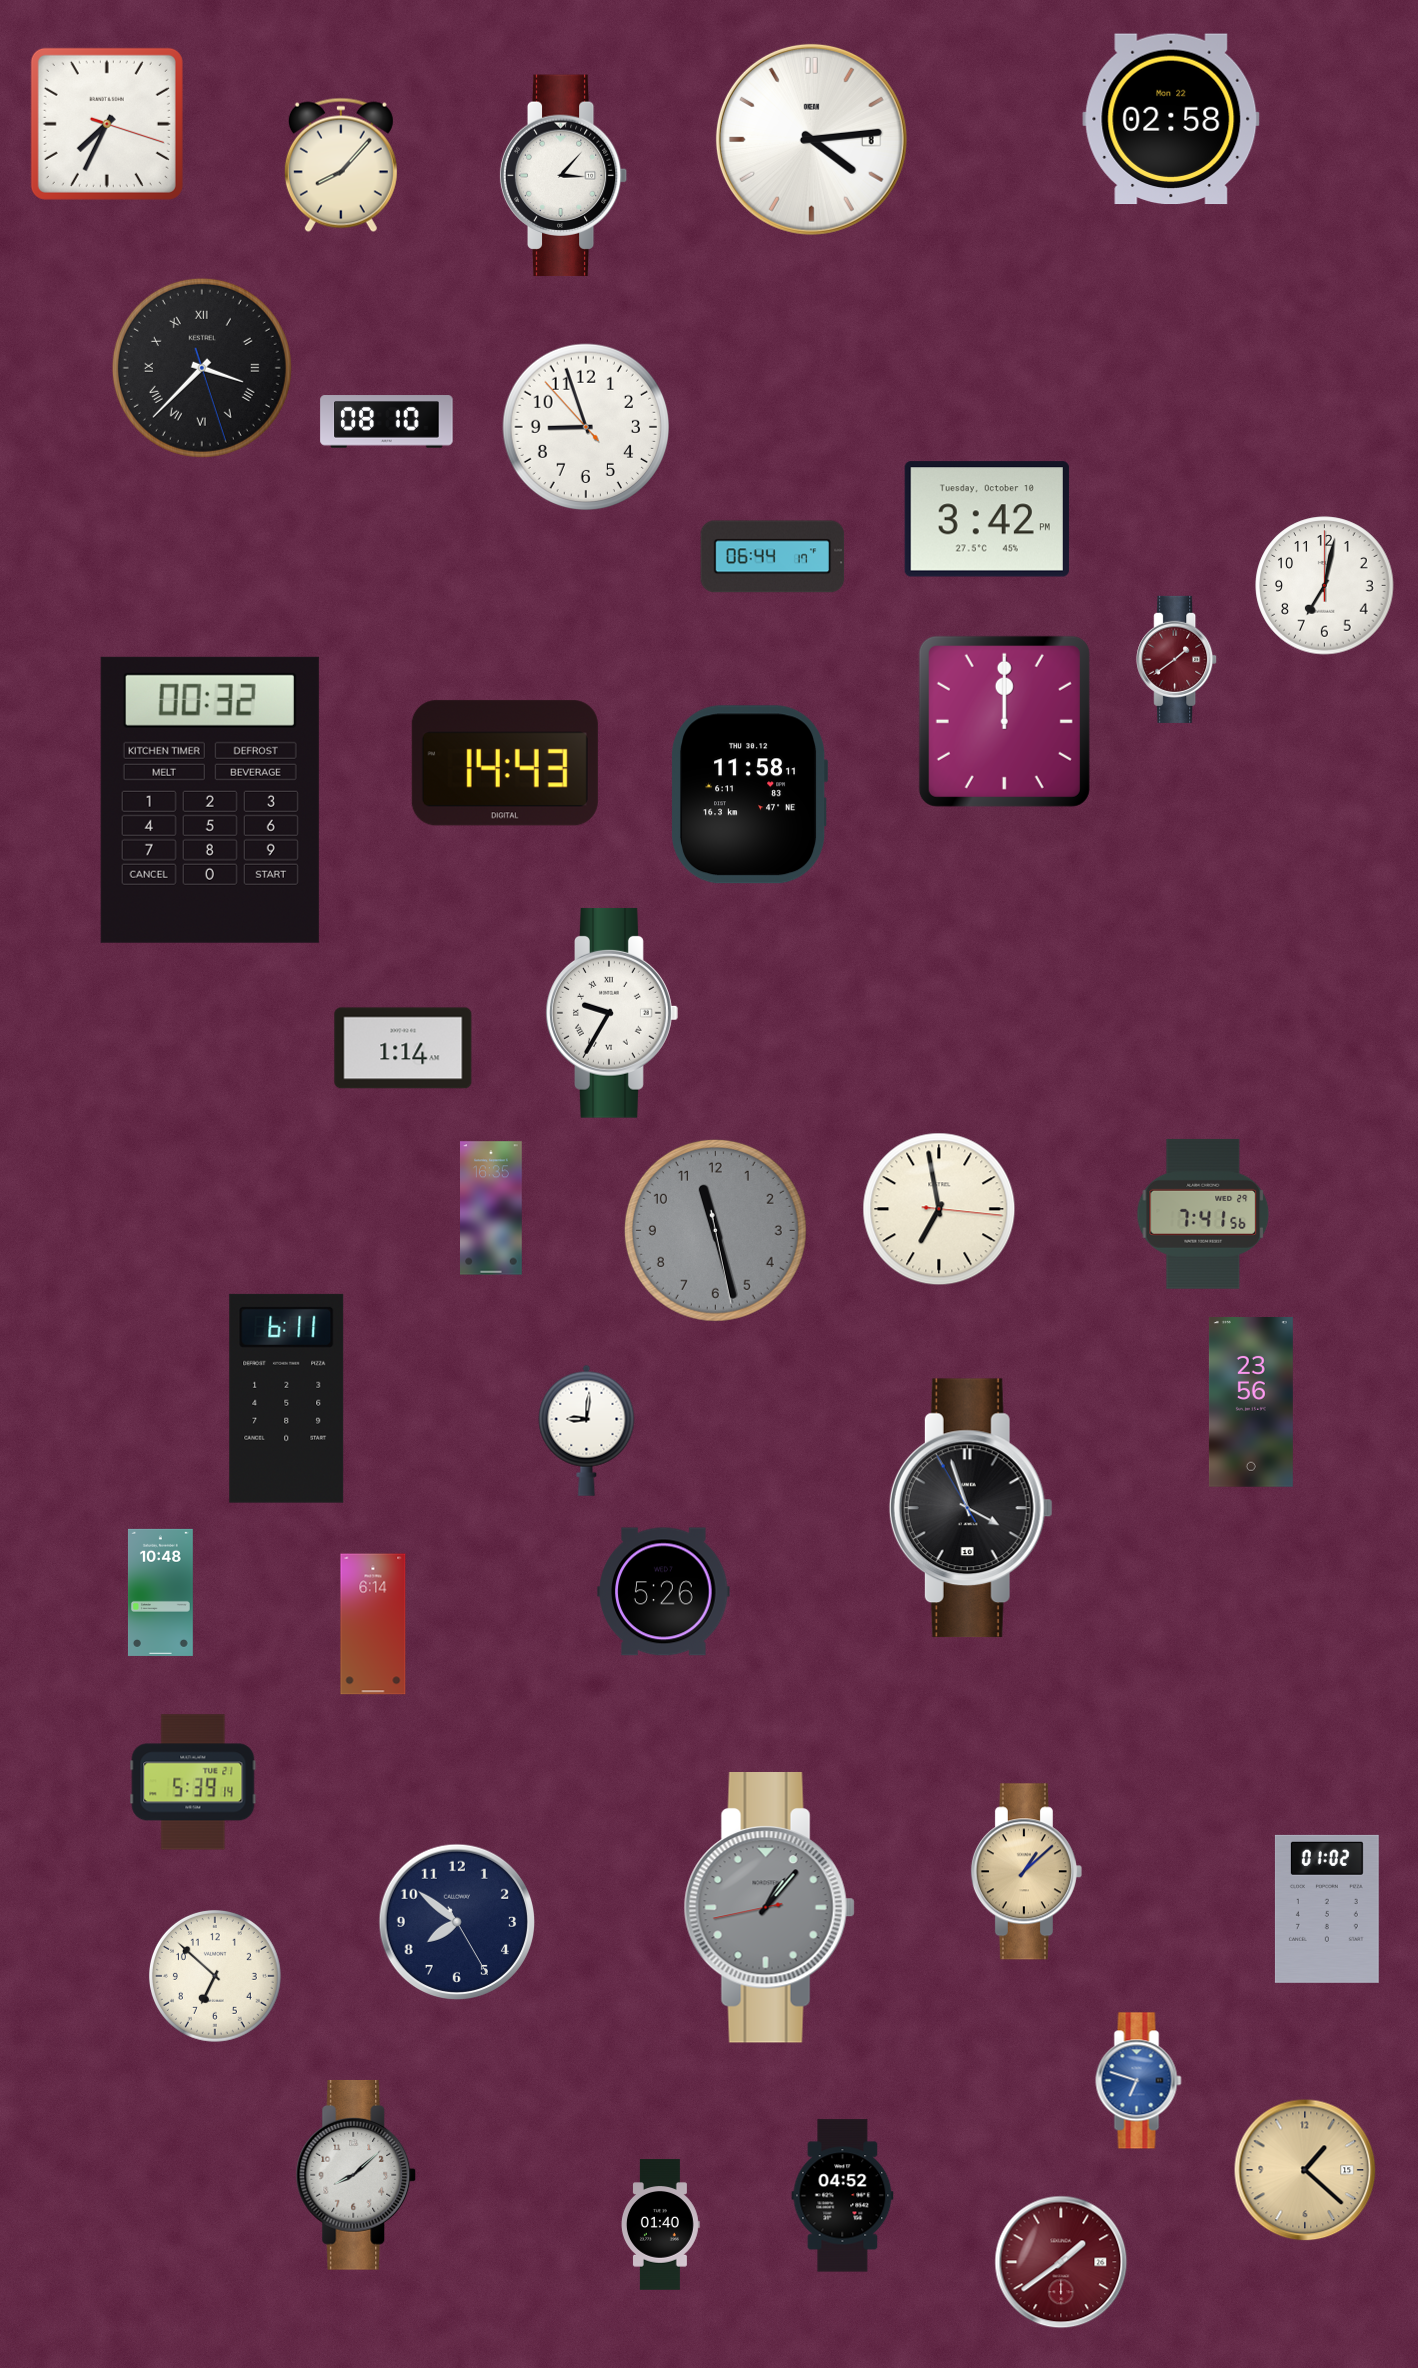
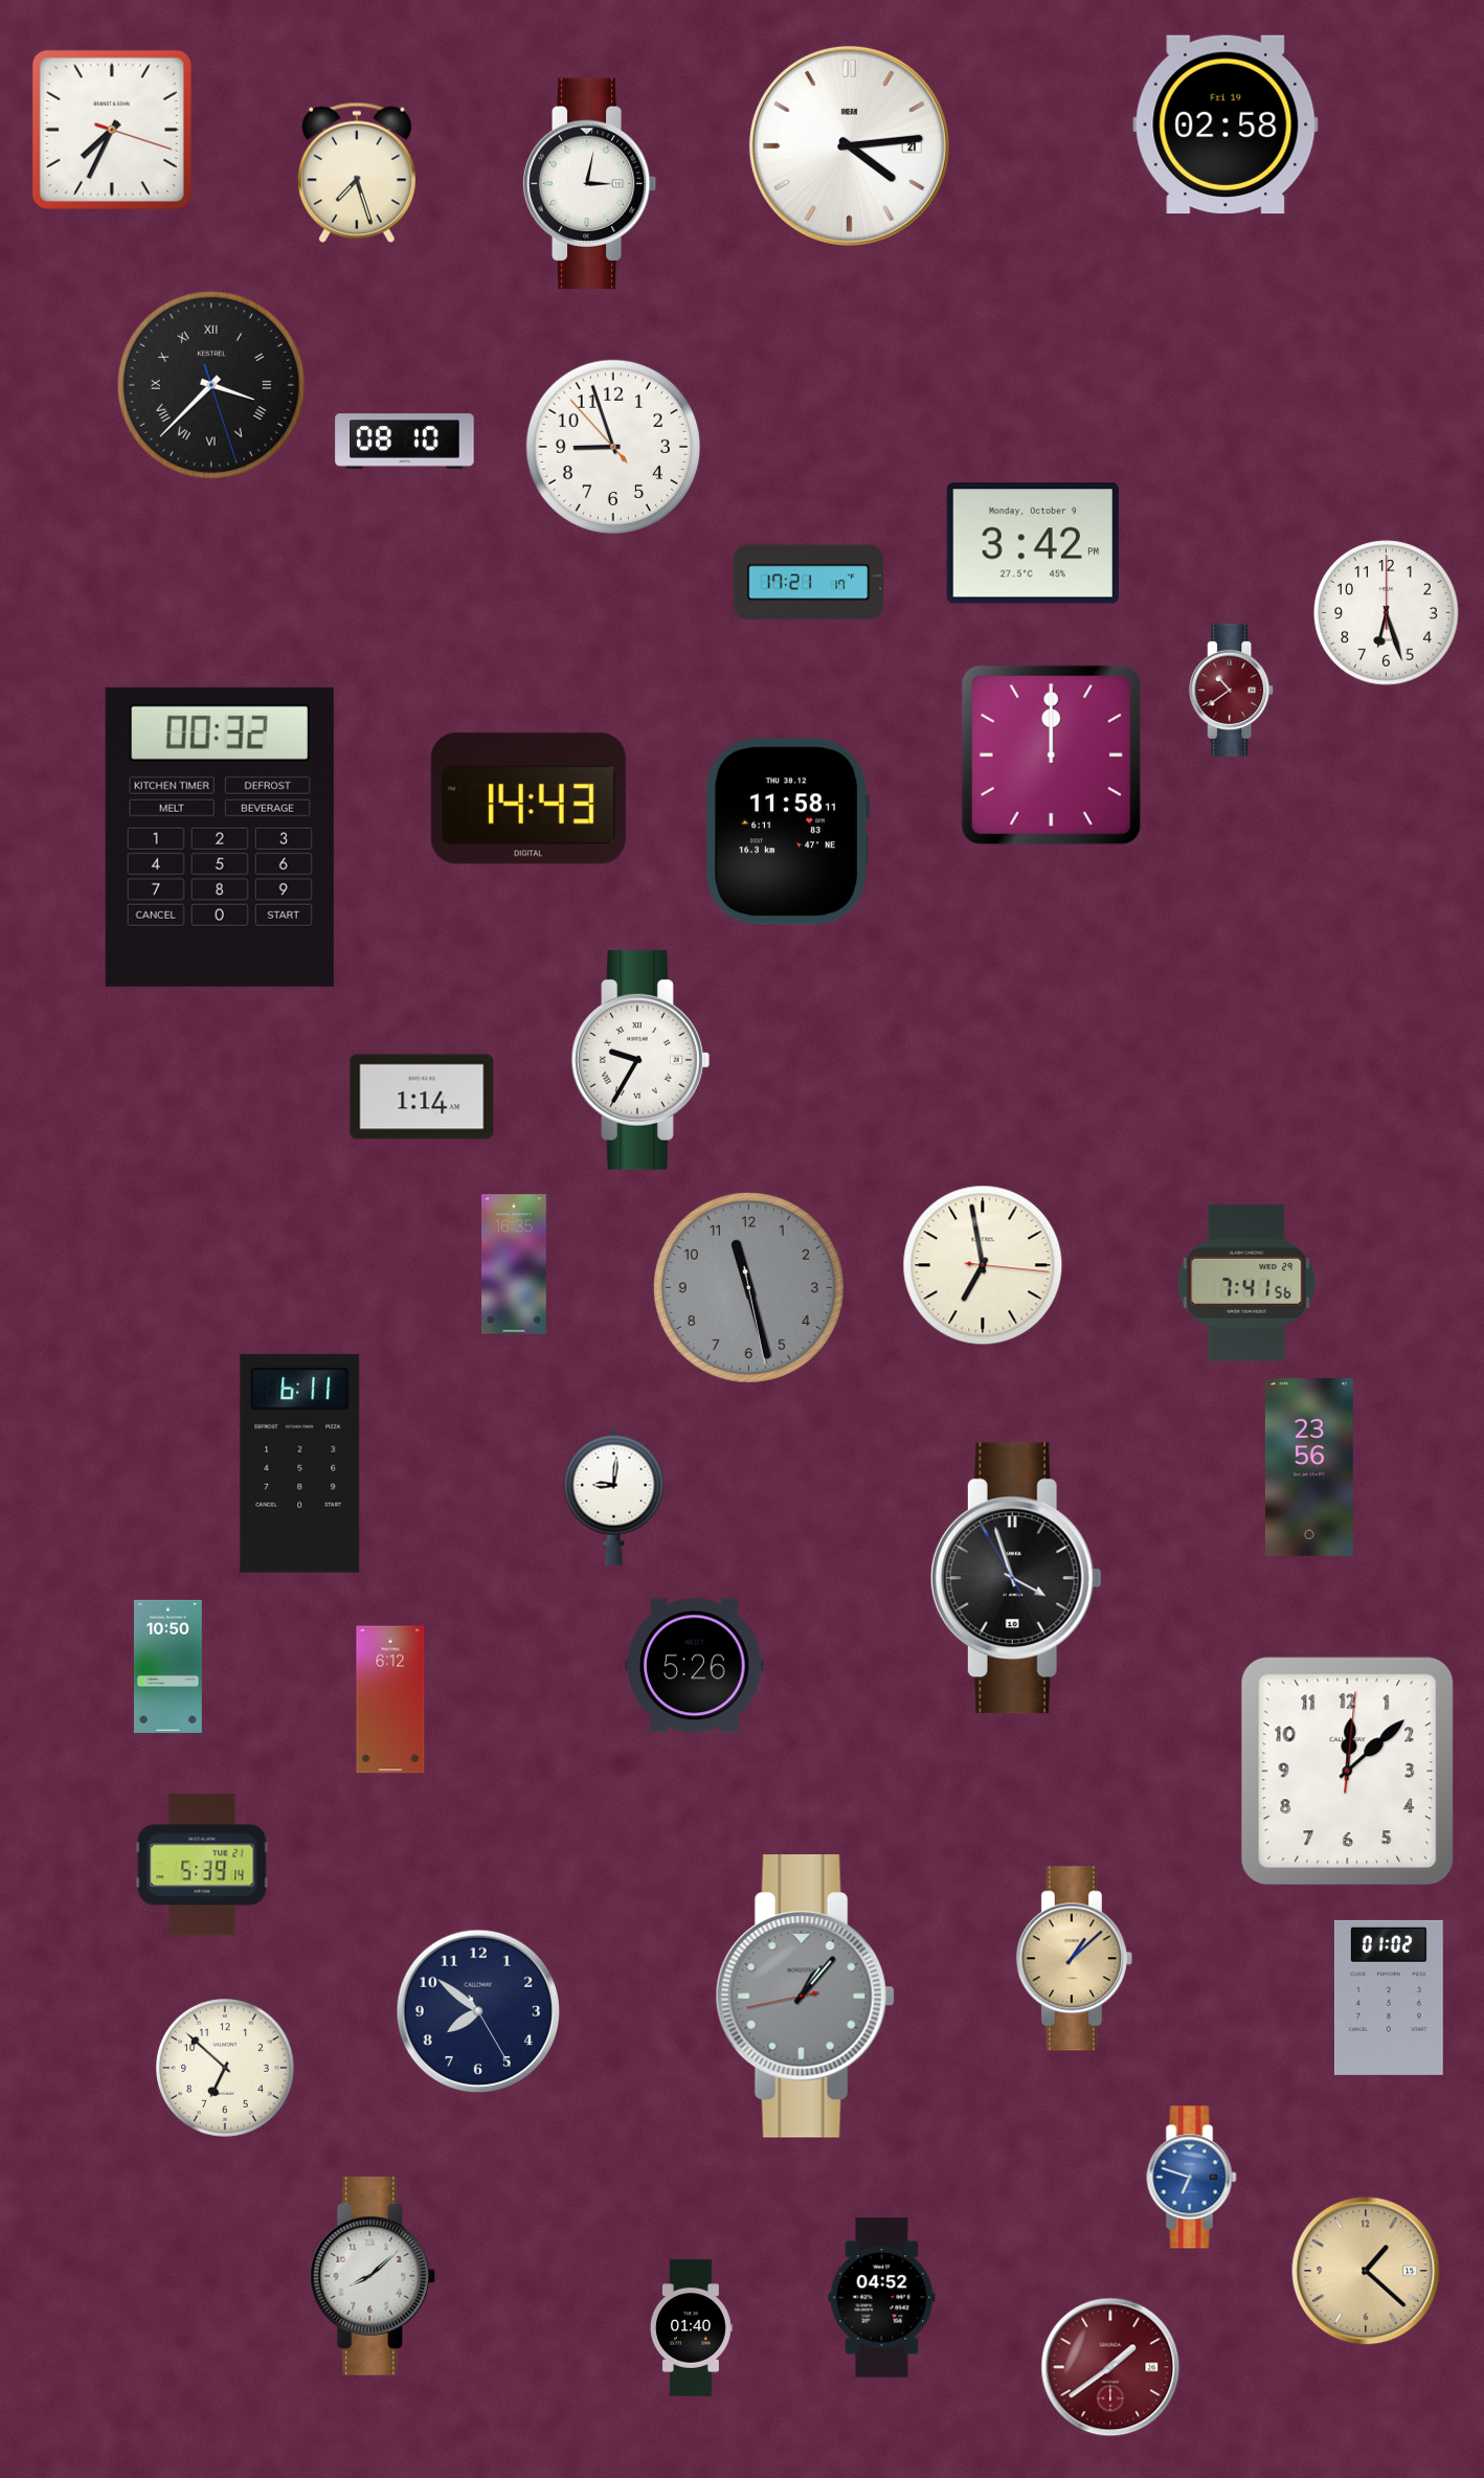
clock at (1171, 119) date: Mon 22 -> Fri 19
clock at (811, 139) date: 8 -> 21
clock at (341, 165): 8:07 -> 7:27
clock at (564, 176): 3:07 -> 3:02
clock at (987, 519) date: Tuesday, October 10 -> Monday, October 9
clock at (773, 557): 06:44 -> 17:21
clock at (1325, 586): 7:02 -> 6:27
clock at (1177, 659): 1:39 -> 10:39
clock at (750, 795) position: (750, 795) -> (788, 832)
clock at (1203, 1214) position: (1203, 1214) -> (1246, 1283)
clock at (160, 1592): 10:48 -> 10:50
clock at (373, 1624): 6:14 -> 6:12
clock at (1348, 1772): none -> 12:08
